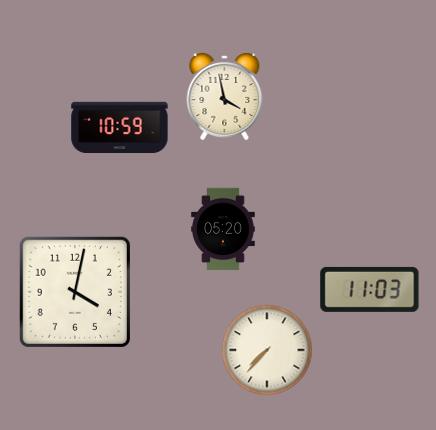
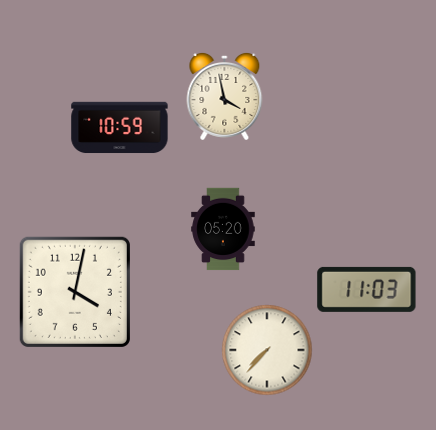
clock at (370, 289) position: (370, 289) -> (367, 289)
